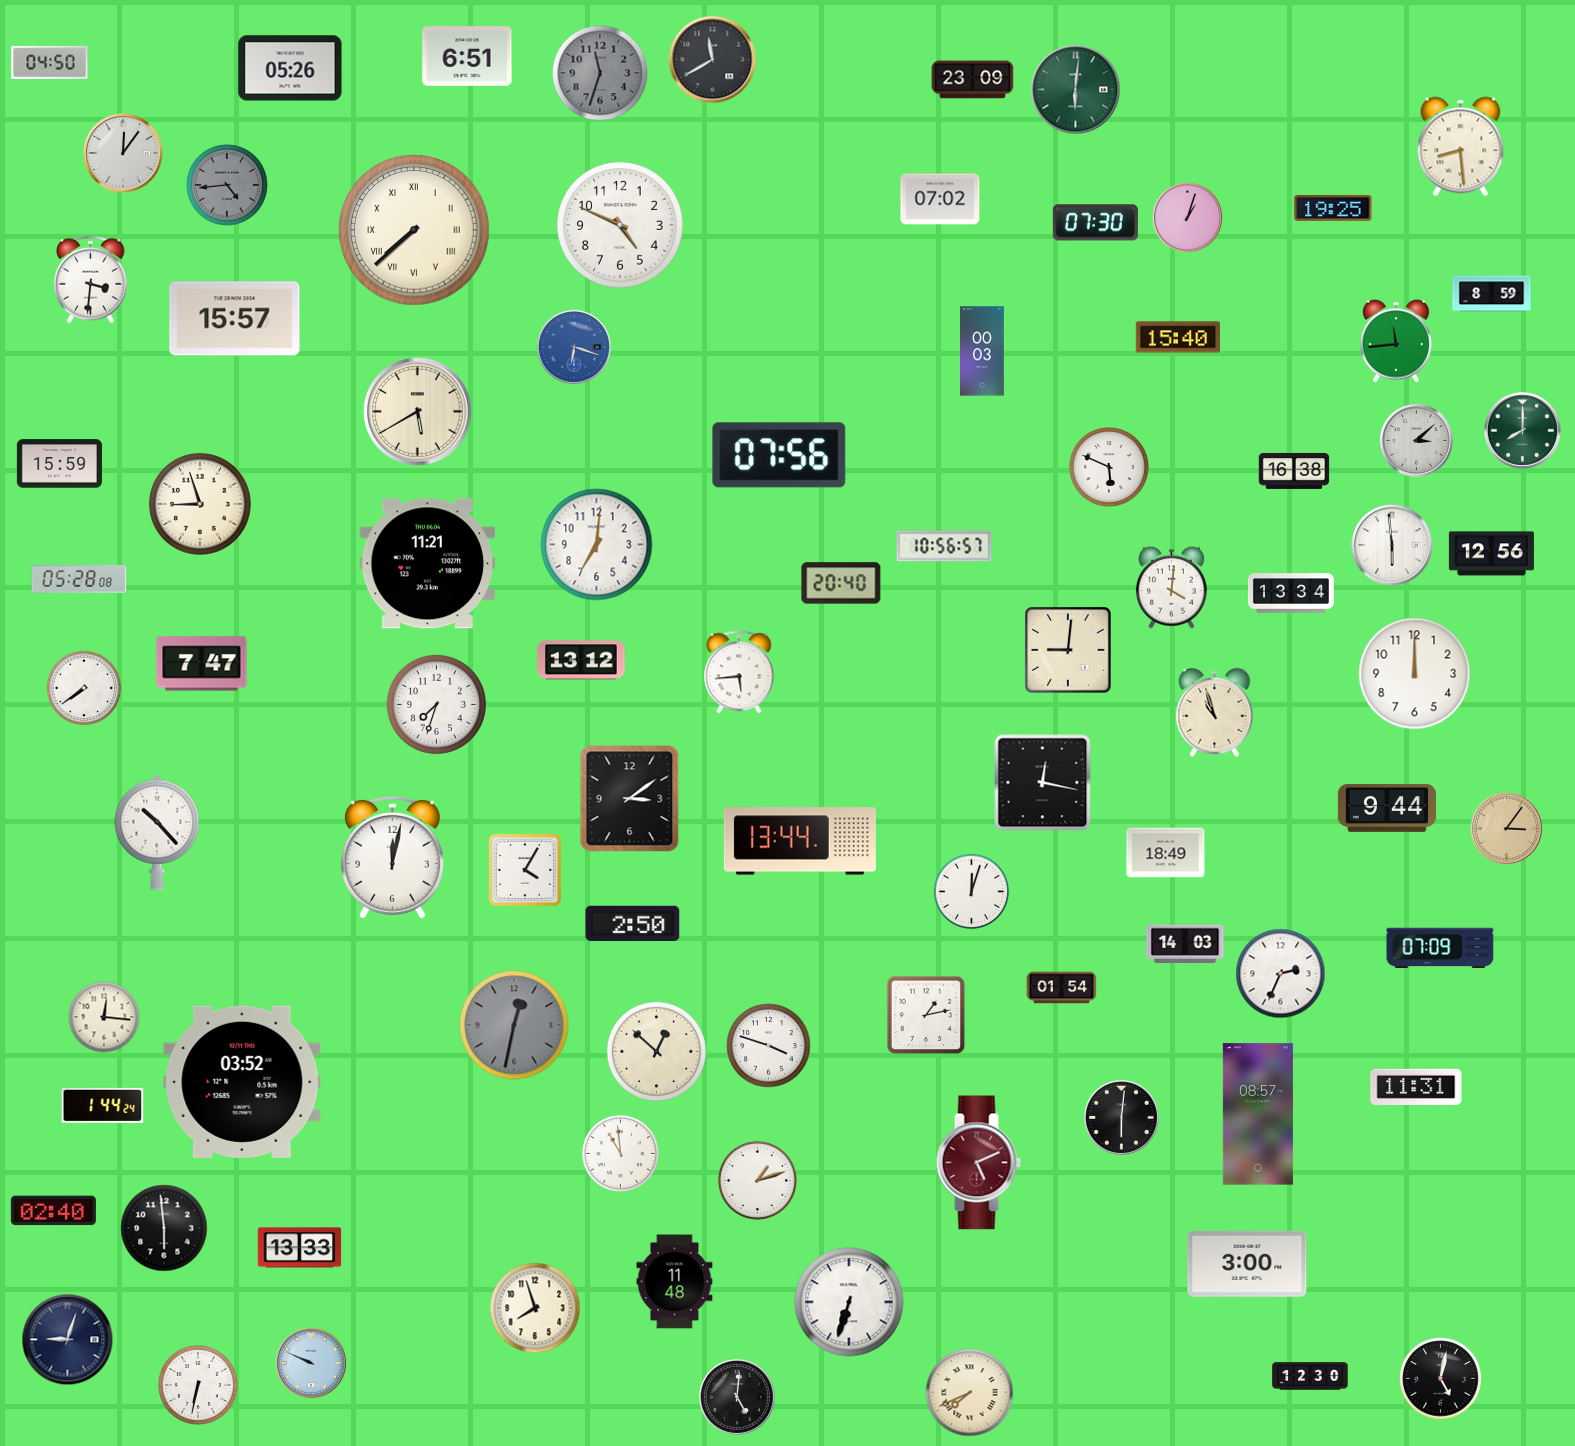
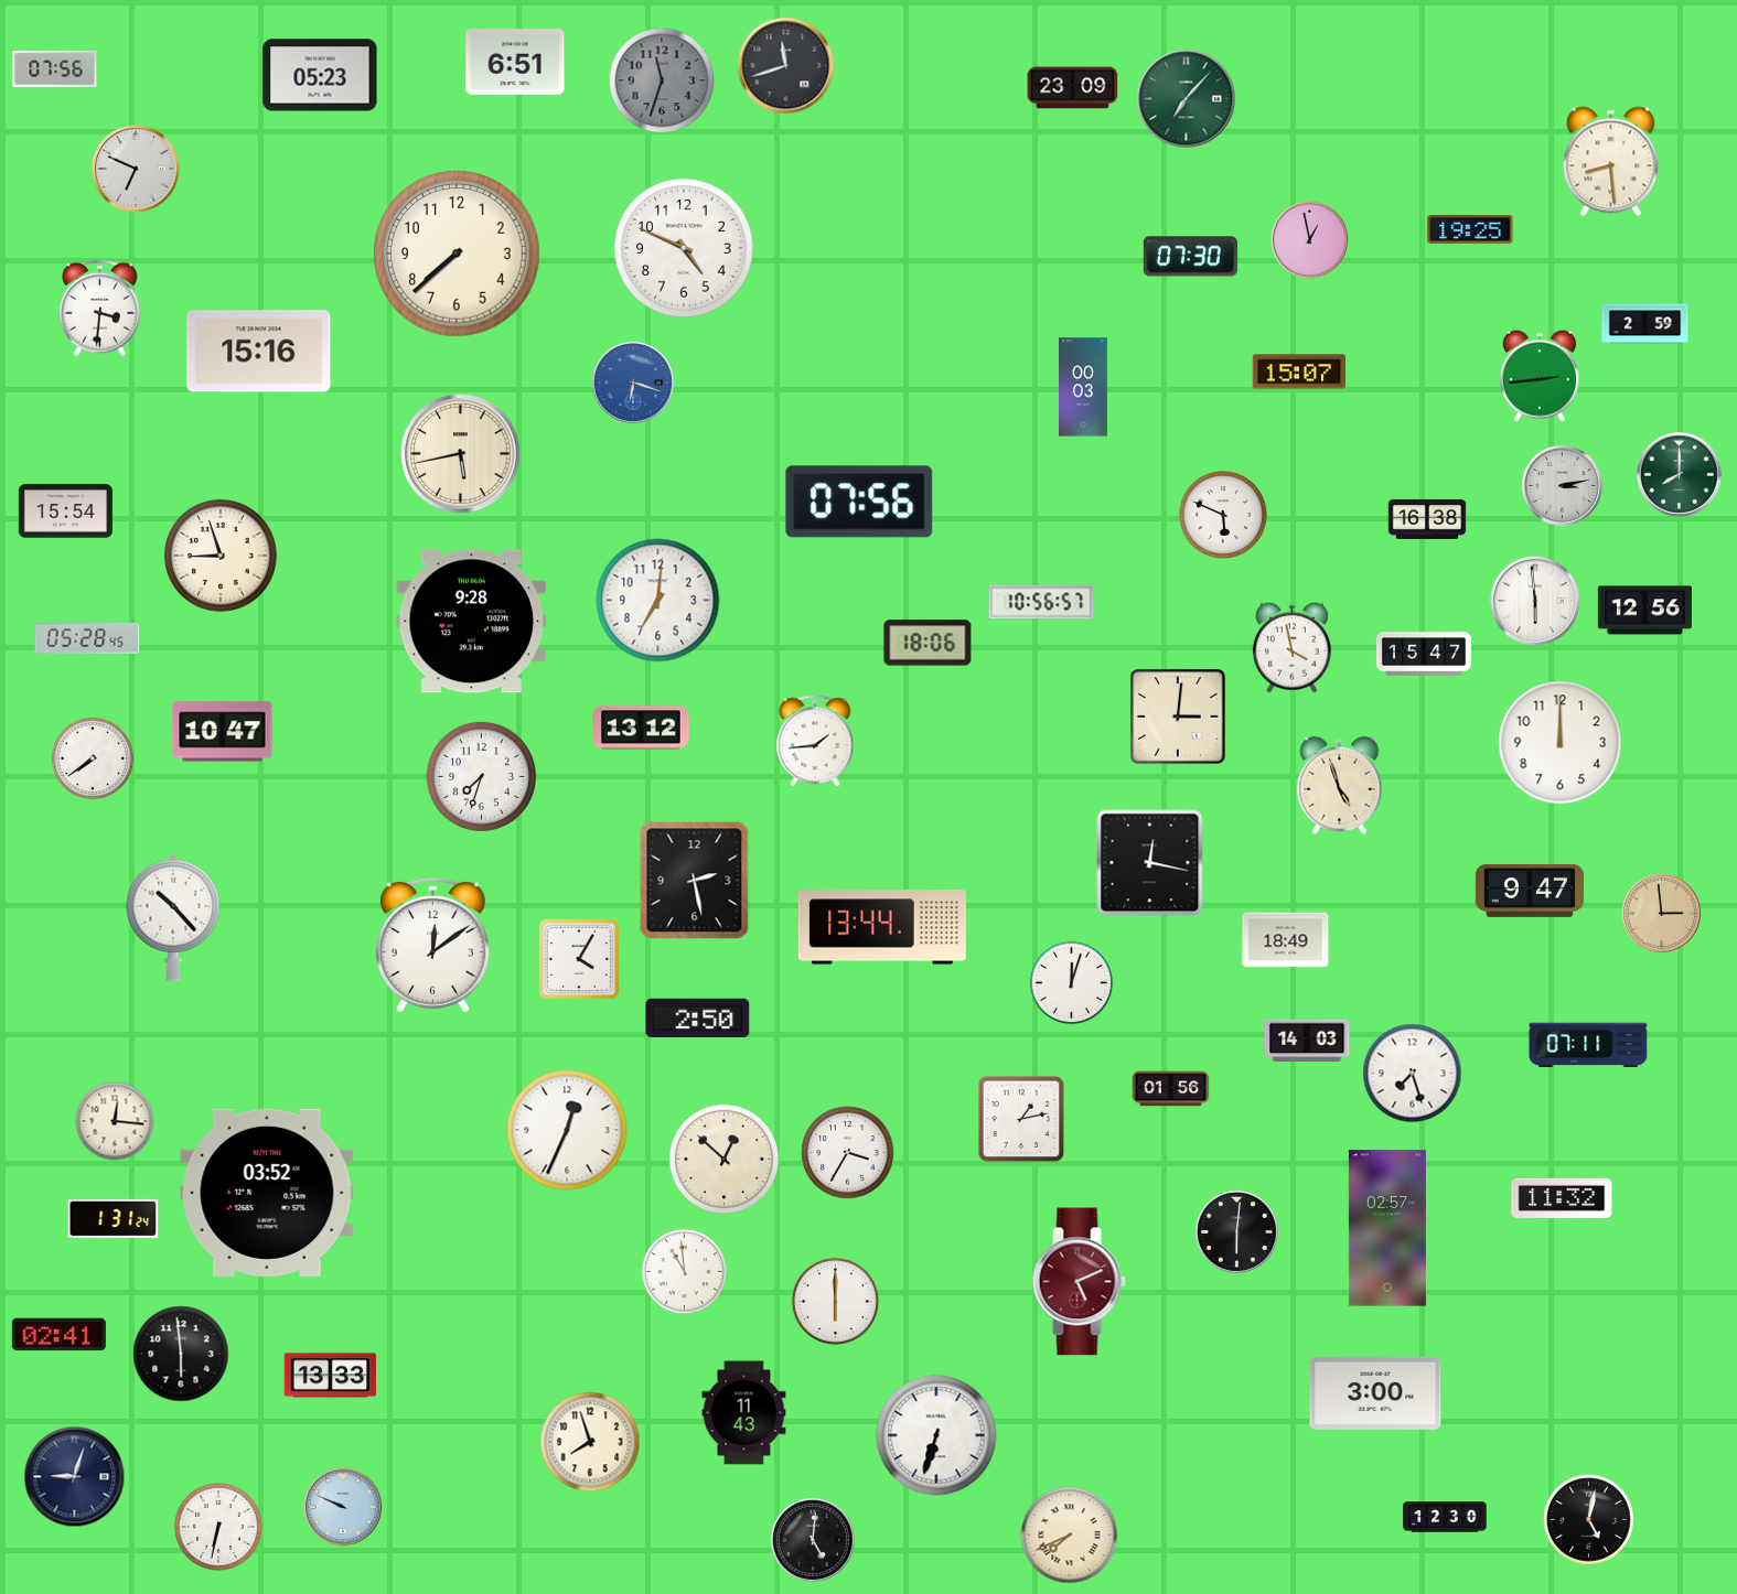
clock at (713, 60): 11:40 -> 11:42
clock at (50, 62): 04:50 -> 07:56
clock at (290, 68): 05:26 -> 05:23
clock at (1076, 90): 6:01 -> 7:07
clock at (123, 153): 12:06 -> 6:49
clock at (227, 185): 4:44 -> none
clock at (940, 199): 07:02 -> none
clock at (1188, 218): 1:03 -> 12:58
clock at (1095, 223) position: (1095, 223) -> (1190, 257)
clock at (414, 230) numerals: Roman -> Arabic
clock at (1492, 294): 8:59 -> 2:59
clock at (235, 319): 15:57 -> 15:16
clock at (1177, 337): 15:40 -> 15:07
clock at (1396, 341): 11:44 -> 2:44
clock at (418, 412): 5:40 -> 5:43
clock at (1416, 440): 3:08 -> 3:13
clock at (59, 464): 15:59 -> 15:54
clock at (428, 564): 11:21 -> 9:28
clock at (79, 580): 05:28:08 -> 05:28:45
clock at (841, 583): 20:40 -> 18:06
clock at (1171, 587): 4:01 -> 3:58
clock at (1291, 593): 13:34 -> 15:47
clock at (1069, 651): 9:01 -> 3:01
clock at (202, 664): 7:47 -> 10:47
clock at (739, 672): 5:44 -> 1:44
clock at (1215, 712): 10:57 -> 4:57
clock at (630, 799): 3:09 -> 2:28
clock at (1387, 808): 9:44 -> 9:47
clock at (1507, 829): 3:06 -> 2:59
clock at (392, 857): 12:02 -> 12:09
clock at (1440, 948): 07:09 -> 07:11
clock at (1281, 974): 2:34 -> 7:27
clock at (1062, 988): 01:54 -> 01:56
clock at (514, 1025): 12:32 -> 12:34
clock at (514, 1025) dial: grey -> white
clock at (769, 1046): 3:48 -> 3:35
clock at (1416, 1086): 11:31 -> 11:32
clock at (103, 1105): 1:44 -> 1:31
clock at (1258, 1114): 08:57 -> 02:57
clock at (757, 1180): 1:12 -> 6:00
clock at (53, 1211): 02:40 -> 02:41
clock at (675, 1282): 11:48 -> 11:43
clock at (311, 1363) position: (311, 1363) -> (343, 1507)
